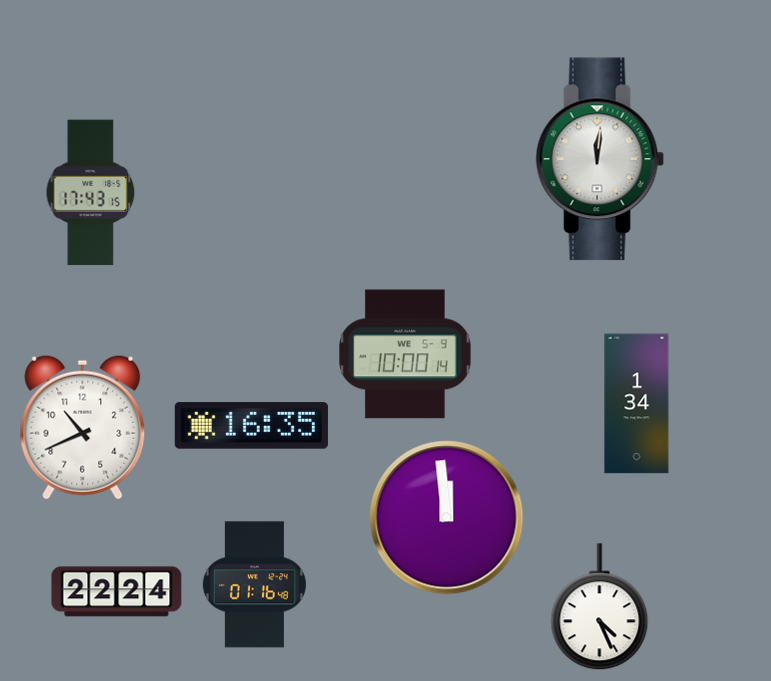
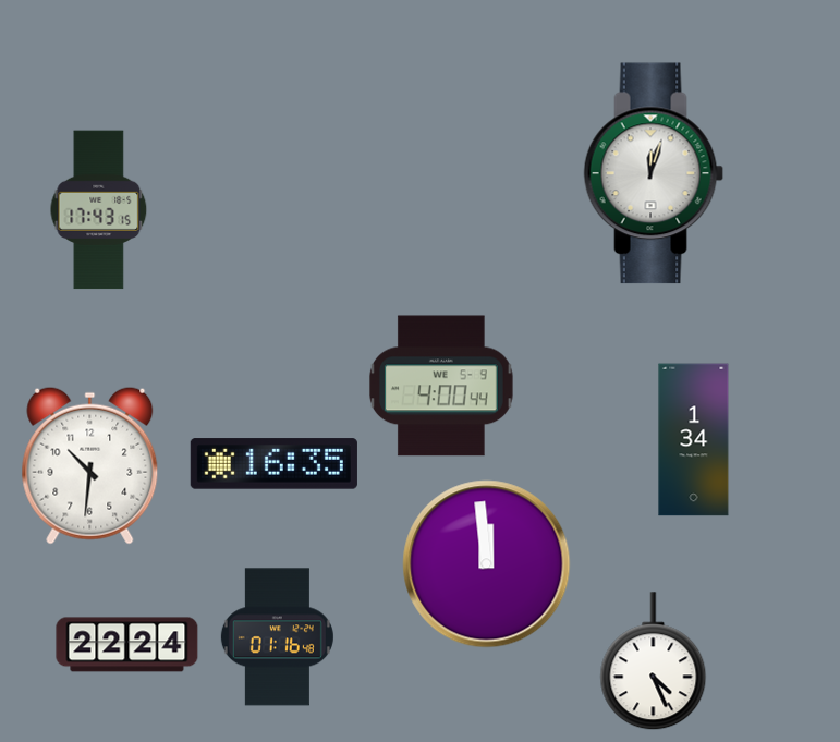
clock at (600, 159): 12:01 -> 12:03
clock at (406, 354): 10:00 -> 4:00
clock at (83, 427): 10:41 -> 10:31
